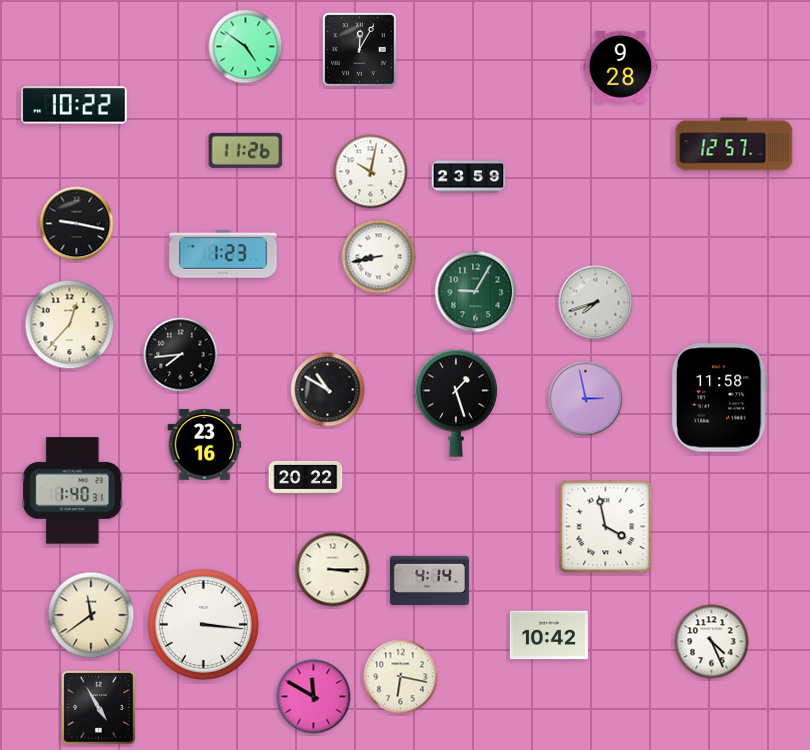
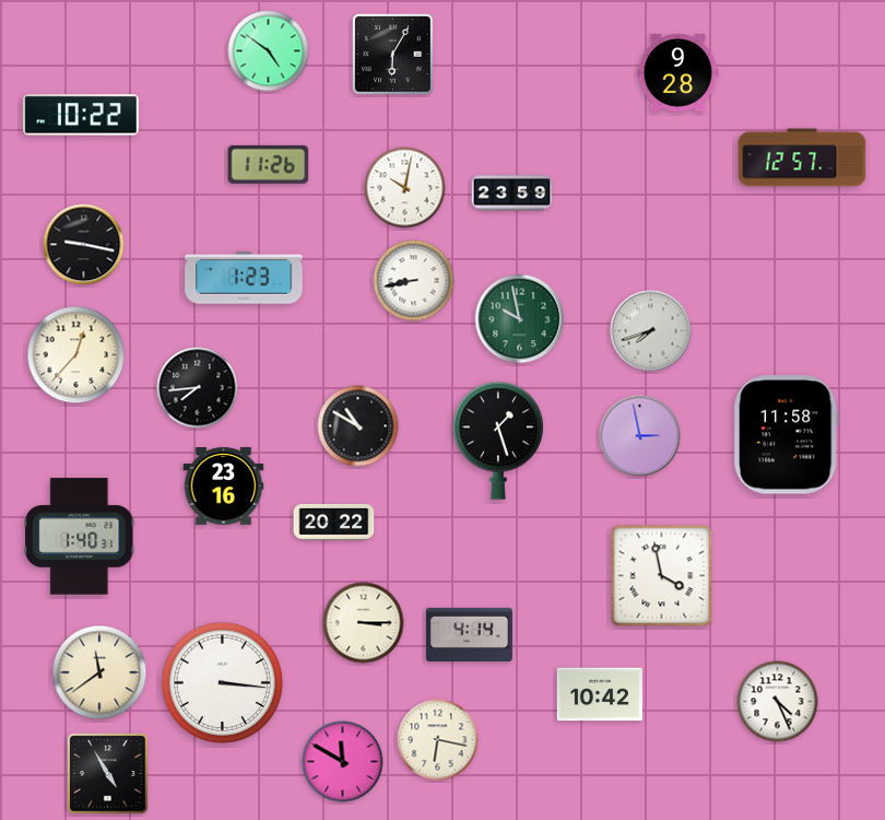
clock at (360, 50): 12:05 -> 6:05
clock at (476, 292): 9:05 -> 9:58
